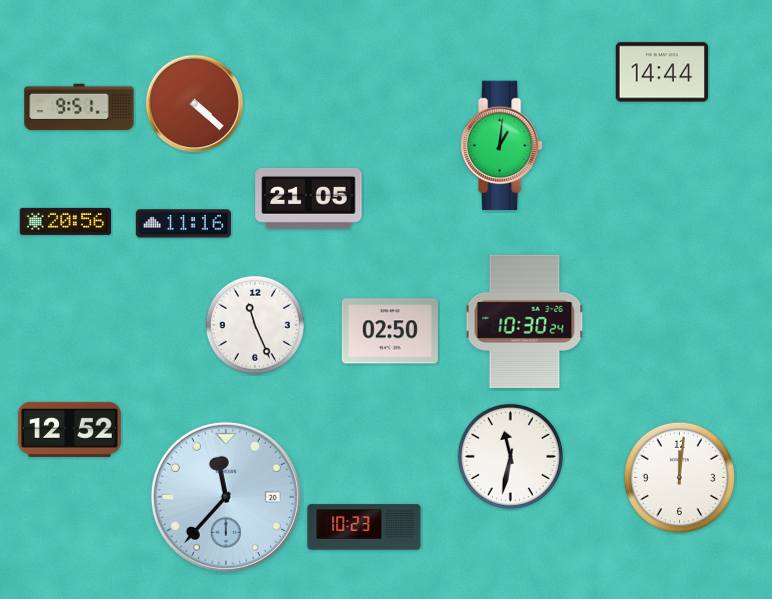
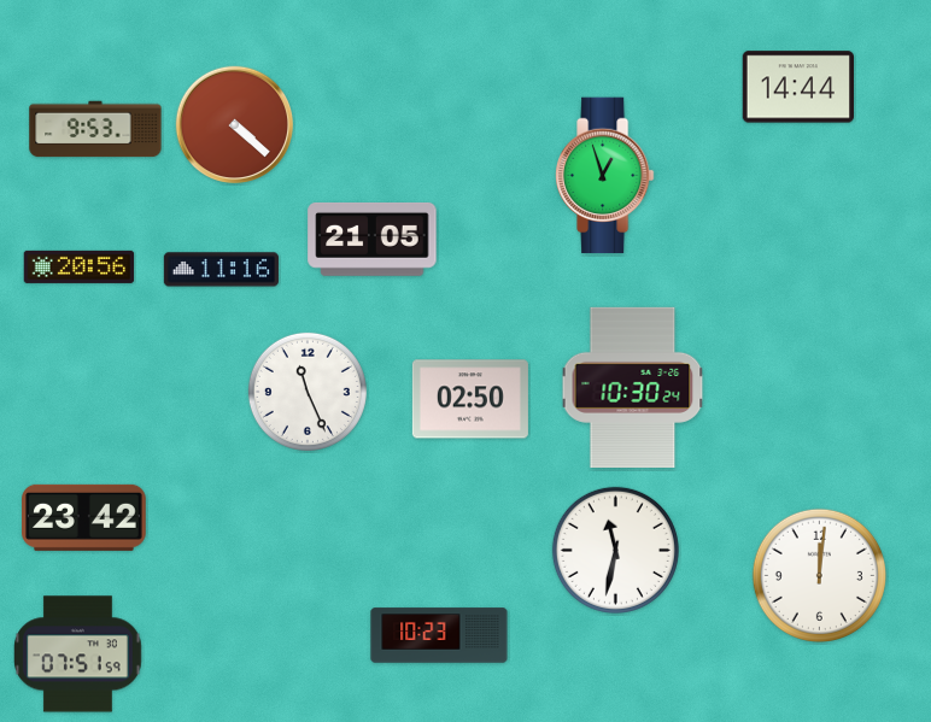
clock at (79, 107): 9:51 -> 9:53
clock at (502, 146): 1:01 -> 12:57
clock at (70, 429): 12:52 -> 23:42
clock at (226, 497): 11:37 -> none
clock at (78, 655): none -> 07:51
